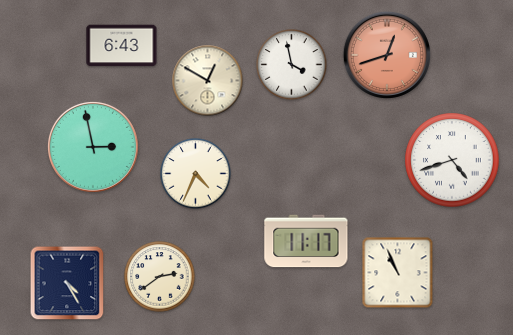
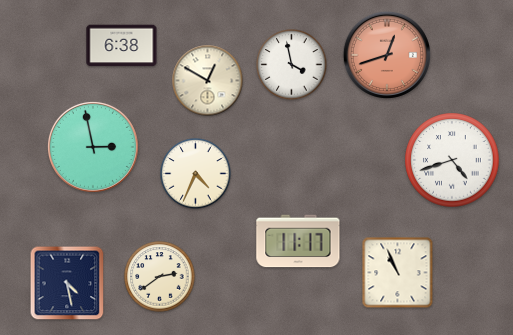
clock at (122, 46): 6:43 -> 6:38
clock at (306, 241) position: (306, 241) -> (298, 241)
clock at (67, 283): 4:25 -> 4:28
